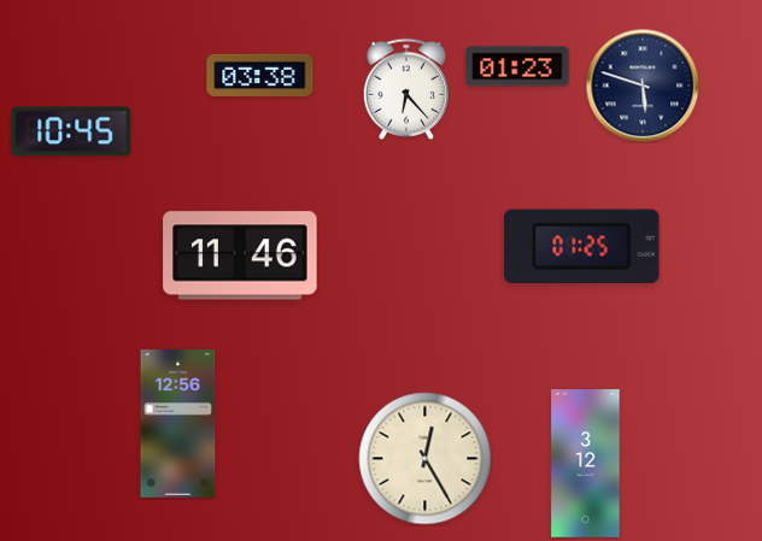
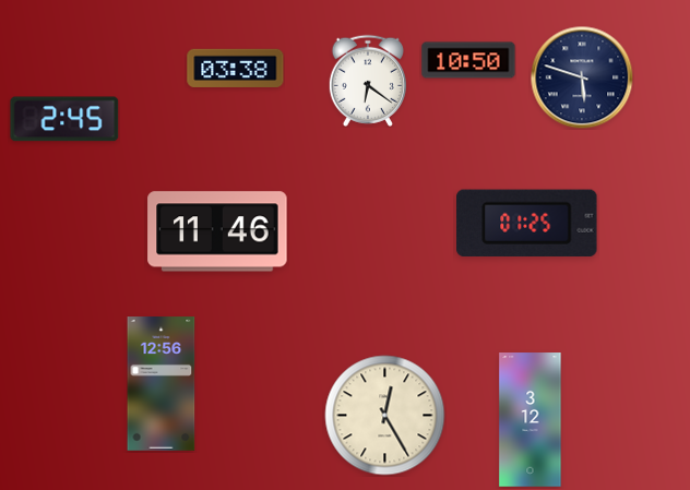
clock at (517, 66): 01:23 -> 10:50
clock at (406, 89): 6:23 -> 6:21
clock at (71, 131): 10:45 -> 2:45
